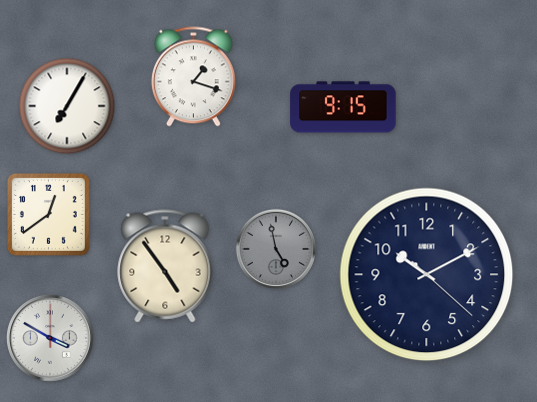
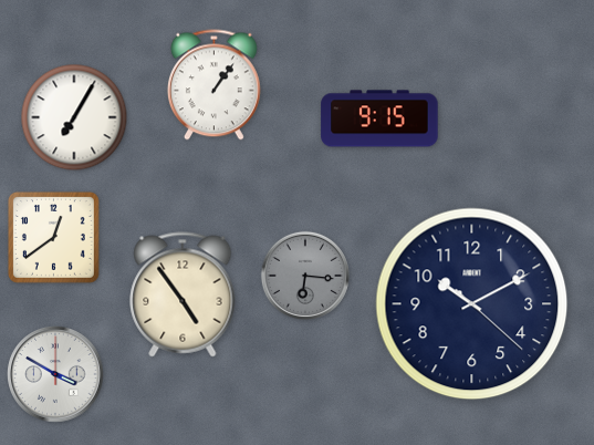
clock at (193, 77): 1:18 -> 1:06
clock at (276, 249): 4:58 -> 6:16
